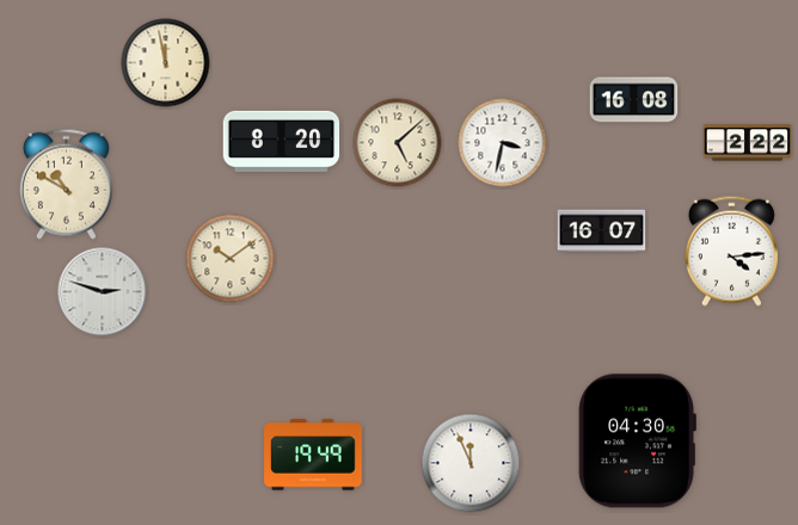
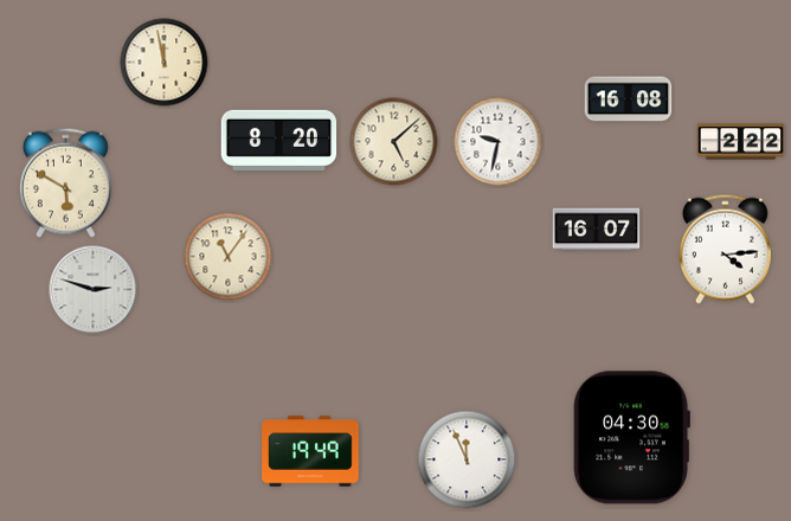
clock at (503, 143): 3:32 -> 9:32
clock at (66, 184): 10:50 -> 5:50
clock at (231, 259): 10:09 -> 11:06
clock at (103, 292) position: (103, 292) -> (94, 290)
